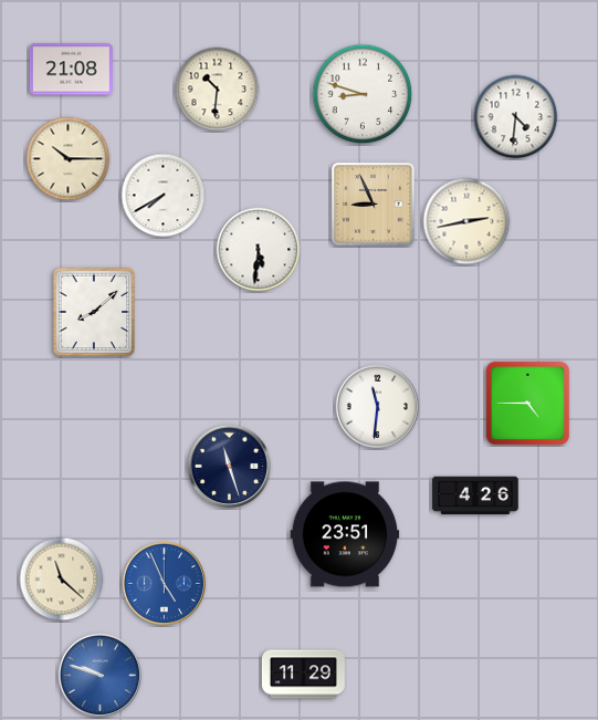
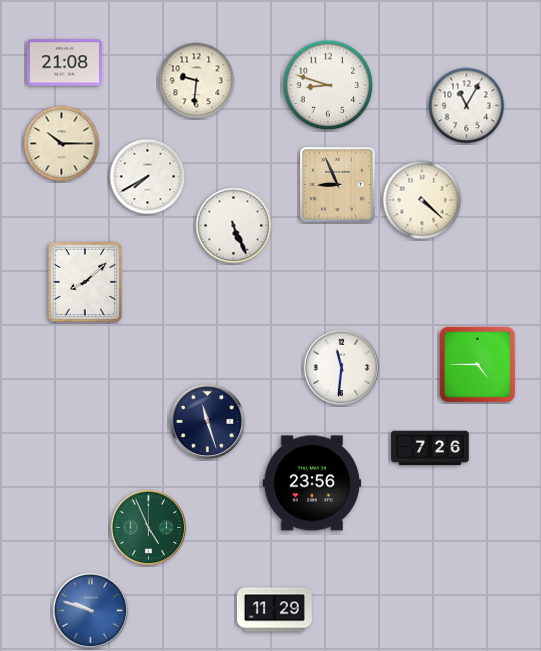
clock at (218, 90): 10:31 -> 9:31
clock at (516, 117): 4:31 -> 11:05
clock at (466, 221): 2:43 -> 4:22
clock at (259, 250): 5:31 -> 5:26
clock at (475, 495): 4:26 -> 7:26
clock at (345, 534): 23:51 -> 23:56
clock at (62, 580): 11:22 -> none
clock at (165, 584) dial: blue -> green
